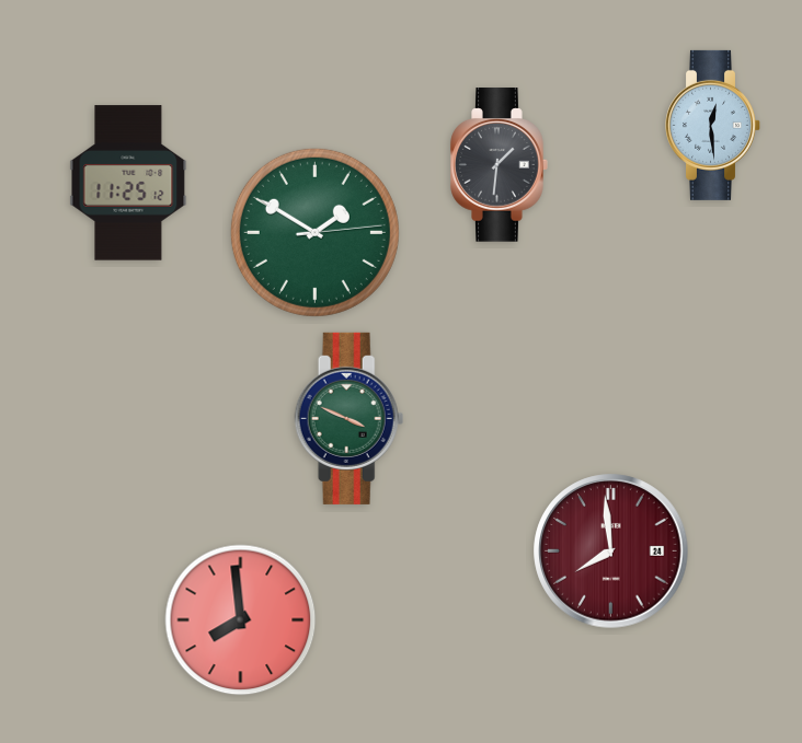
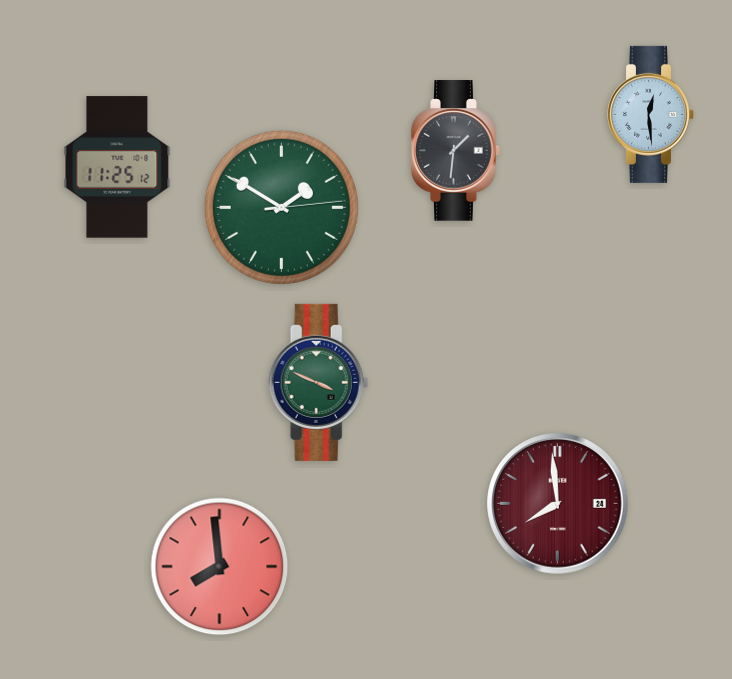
clock at (314, 232) position: (314, 232) -> (281, 207)
